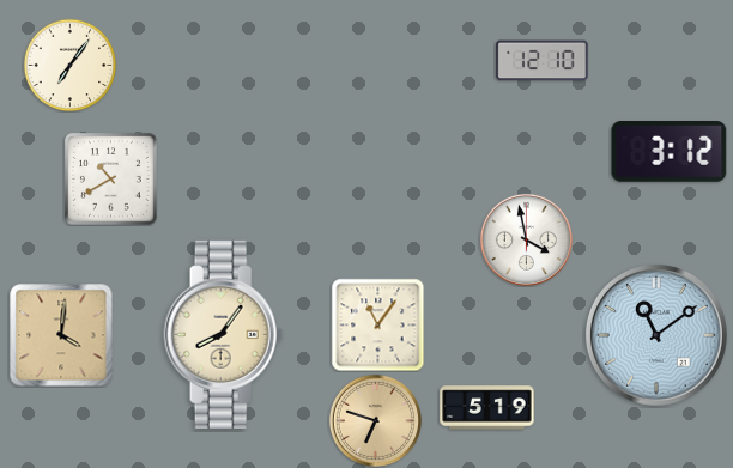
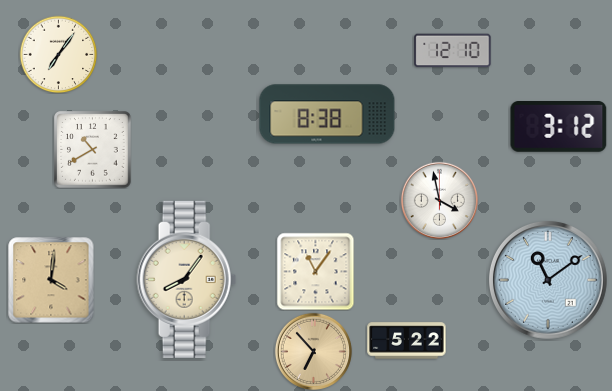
clock at (327, 114): none -> 8:38
clock at (487, 408): 5:19 -> 5:22
clock at (375, 420): 6:48 -> 6:53
